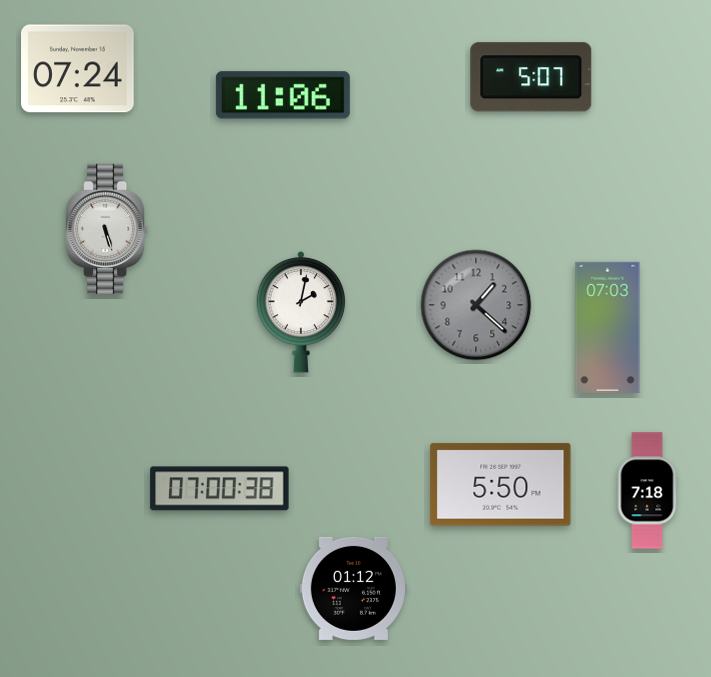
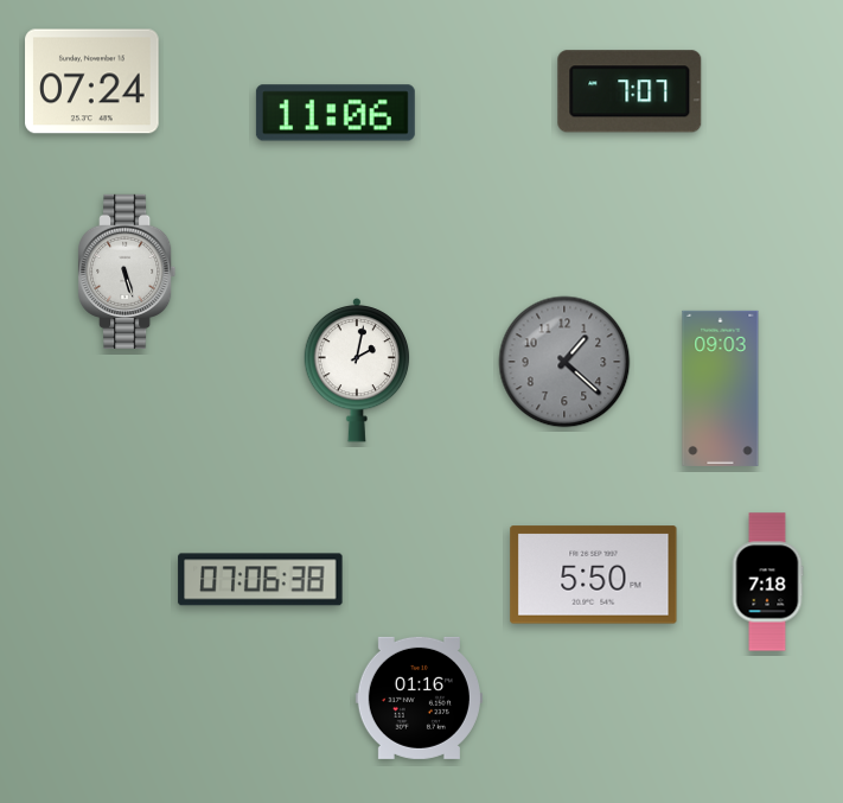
clock at (531, 77): 5:07 -> 7:07
clock at (608, 327): 07:03 -> 09:03
clock at (220, 489): 07:00 -> 07:06
clock at (353, 588): 01:12 -> 01:16
